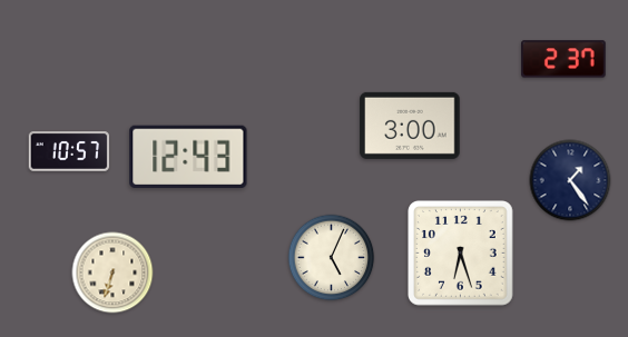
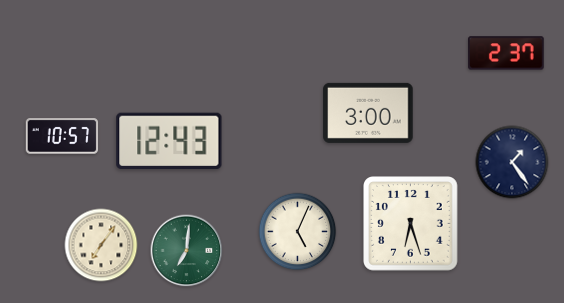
clock at (461, 254) position: (461, 254) -> (411, 224)
clock at (112, 272): 6:33 -> 7:06
clock at (187, 251): none -> 7:01
